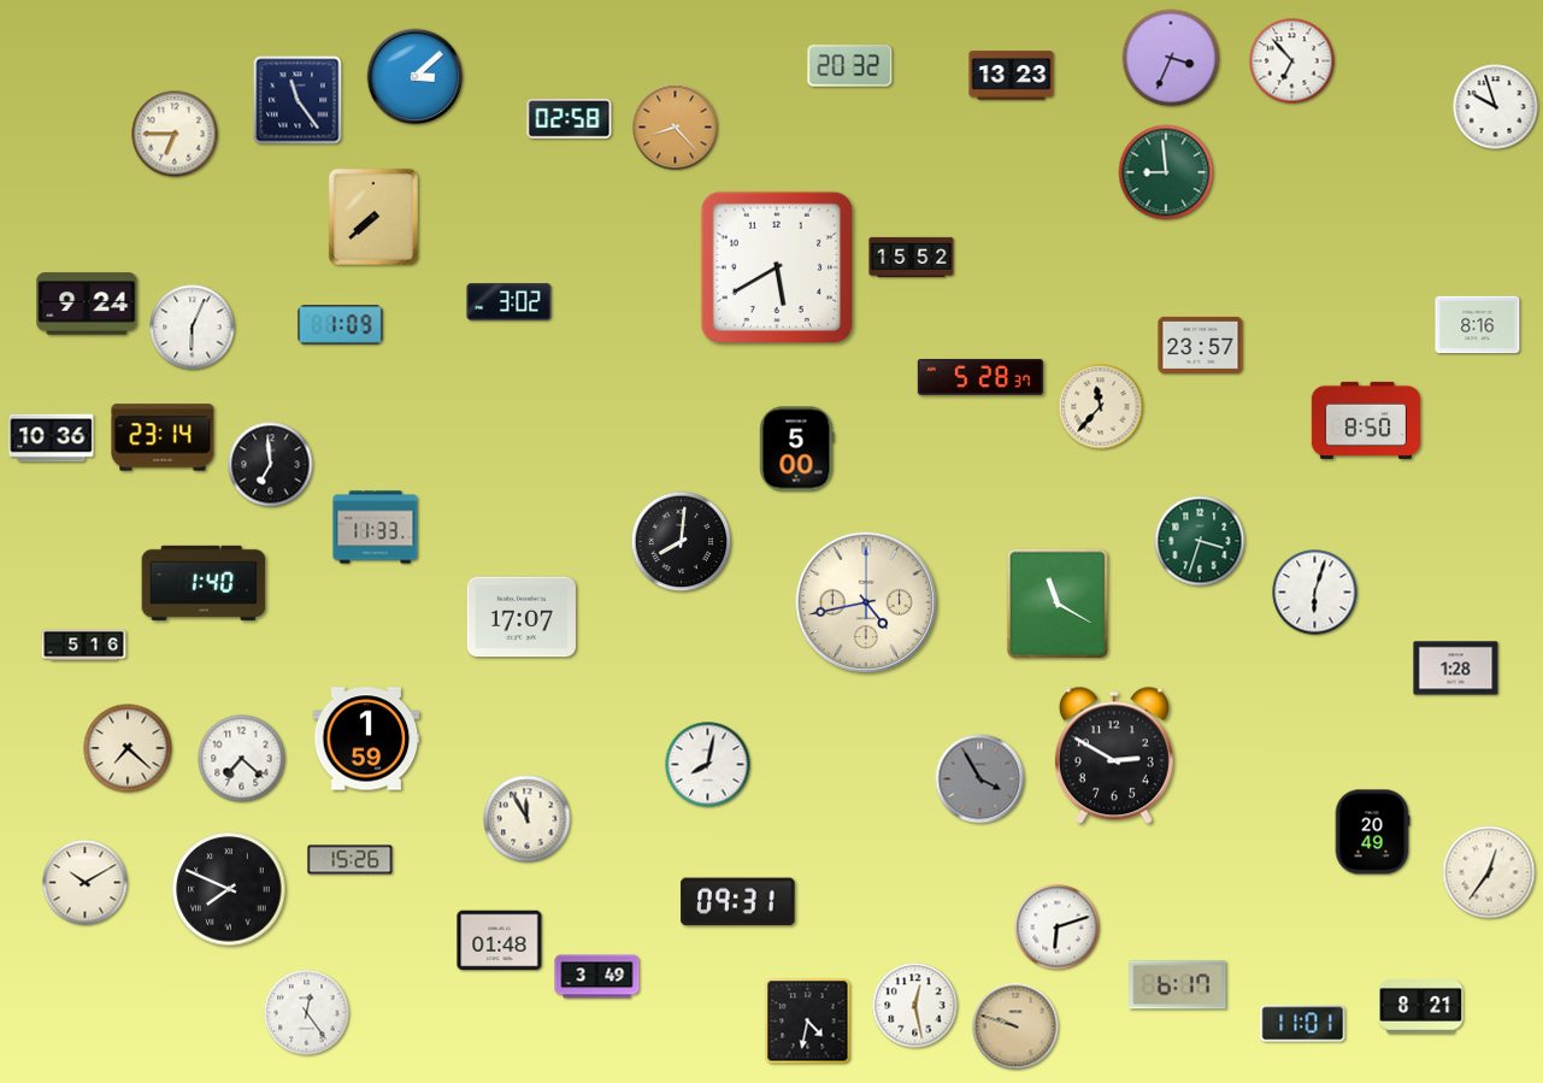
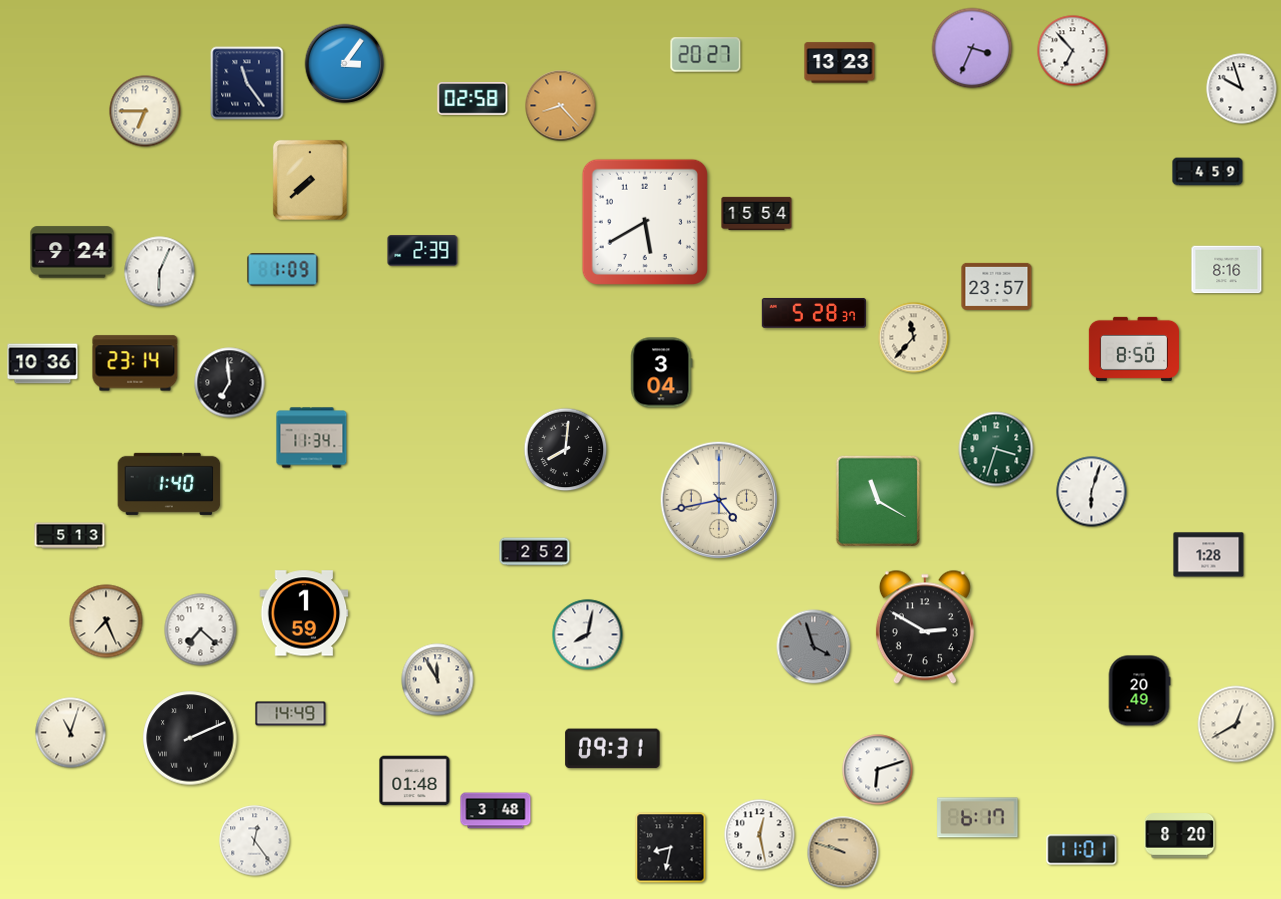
clock at (850, 66): 20:32 -> 20:27
clock at (416, 77): 3:08 -> 3:06
clock at (1166, 172): 8:59 -> none
clock at (1208, 172): none -> 4:59
clock at (912, 257): 15:52 -> 15:54
clock at (510, 302): 3:02 -> 2:39
clock at (797, 449): 5:00 -> 3:04
clock at (271, 465) position: (271, 465) -> (230, 383)
clock at (376, 528): 11:33 -> 11:34
clock at (522, 617): 17:07 -> none
clock at (84, 646): 5:16 -> 5:13
clock at (535, 552): none -> 2:52
clock at (128, 748): 7:22 -> 7:26
clock at (980, 779): 3:55 -> 3:57
clock at (351, 860): 15:26 -> 14:49
clock at (1489, 872): 12:36 -> 12:40
clock at (86, 883): 10:10 -> 11:03
clock at (229, 889): 7:49 -> 2:11
clock at (597, 977): 3:49 -> 3:48
clock at (1421, 1007): 8:21 -> 8:20
clock at (808, 1022): 4:32 -> 8:32
